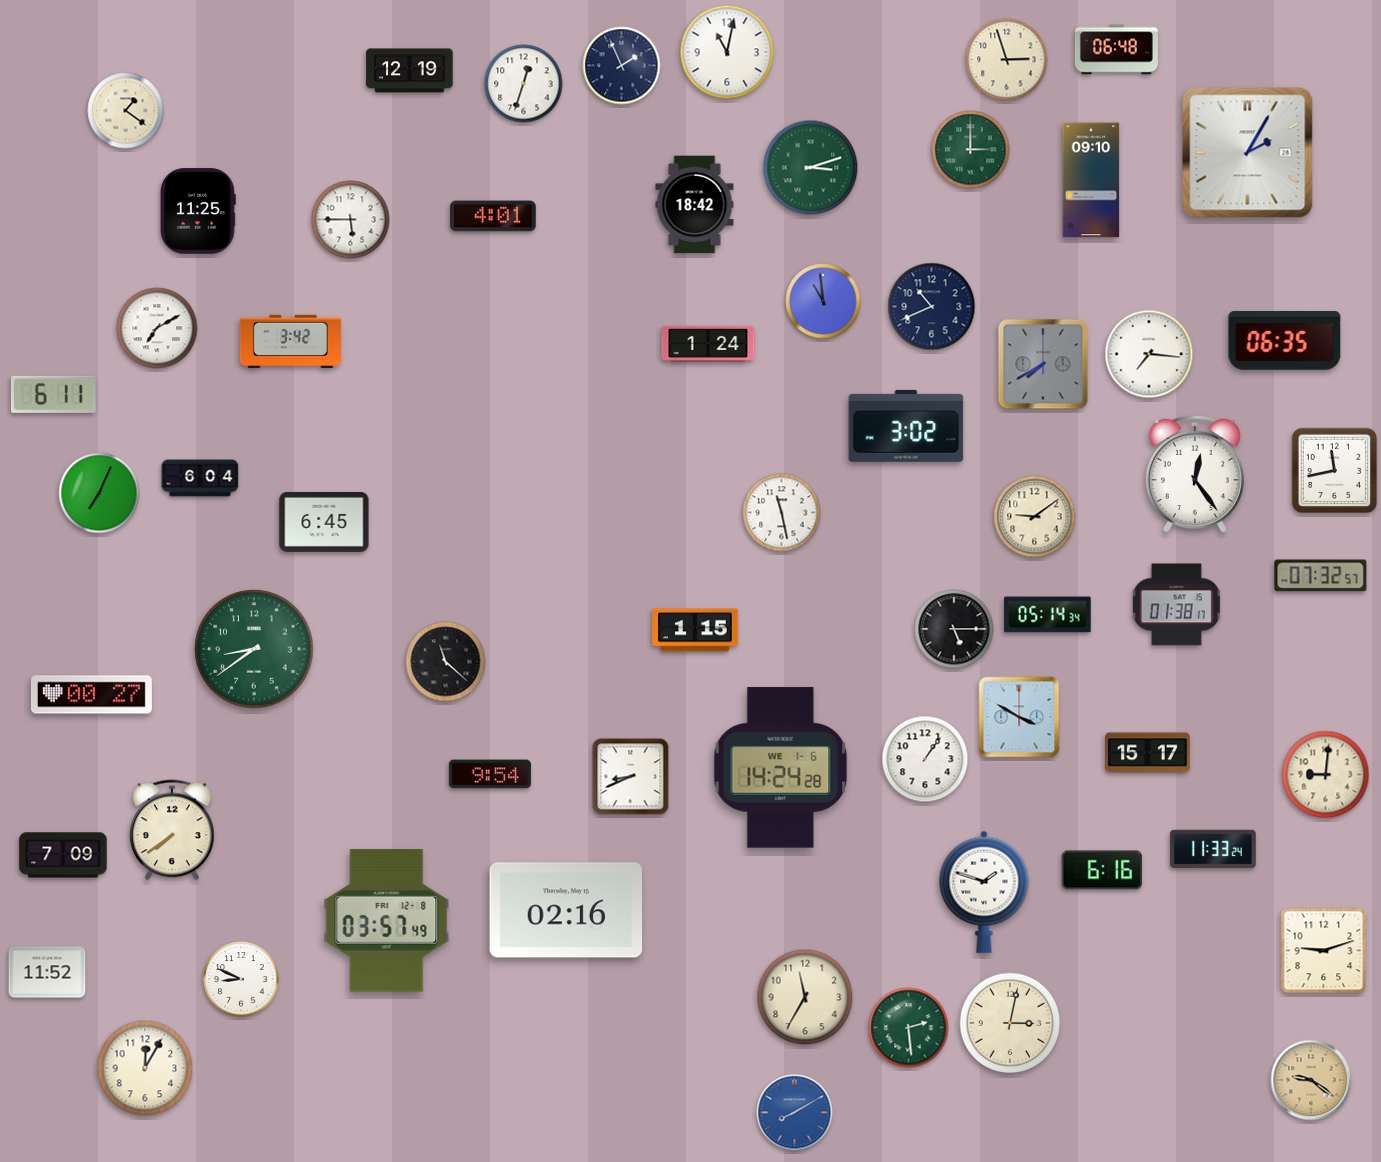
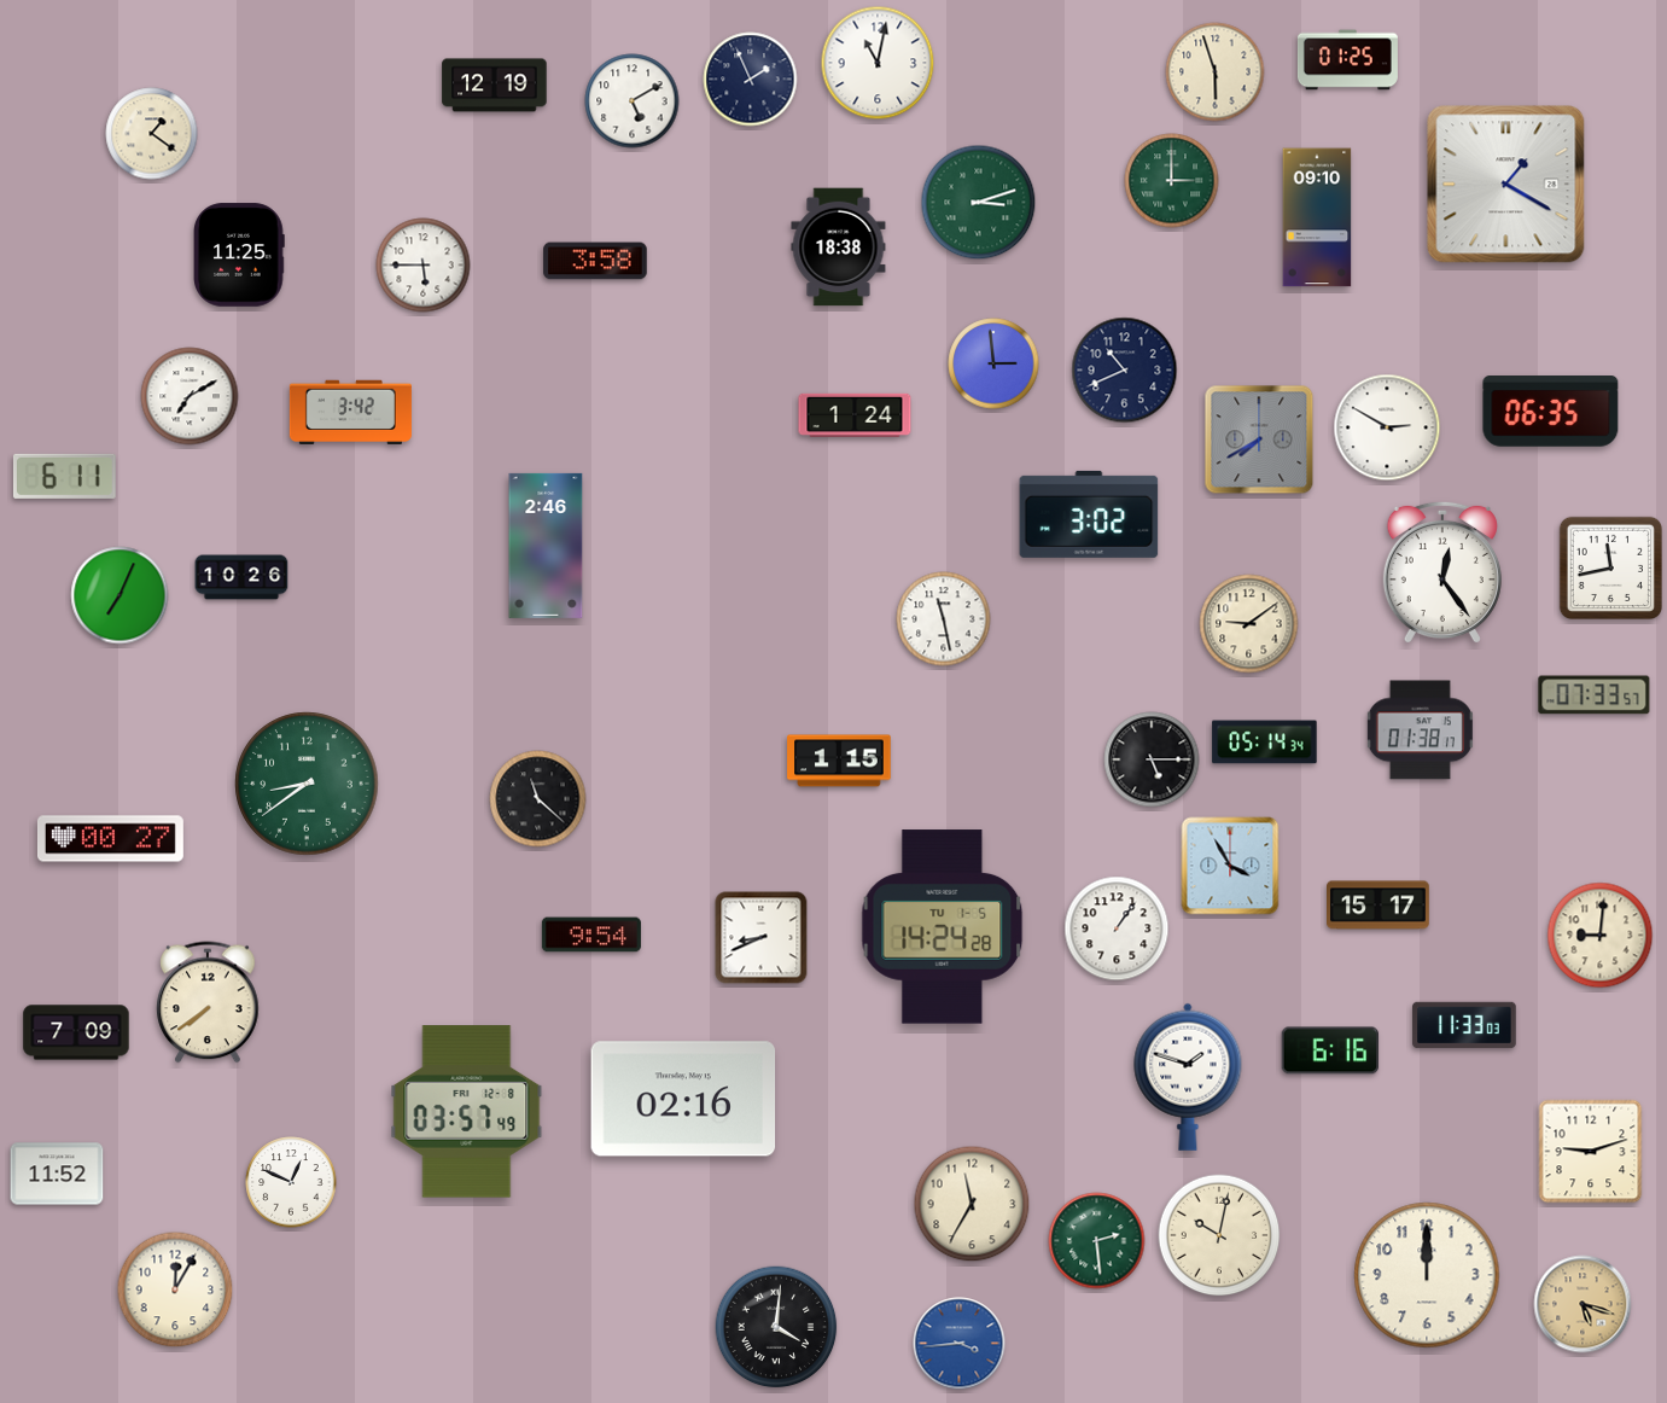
clock at (1116, 50): 06:48 -> 01:25
clock at (1007, 60): 2:57 -> 5:57
clock at (524, 84): 12:33 -> 5:10
clock at (1248, 153): 2:05 -> 1:20
clock at (695, 205): 18:42 -> 18:38
clock at (493, 216): 4:01 -> 3:58
clock at (823, 301): 10:59 -> 2:59
clock at (1149, 354): 7:16 -> 2:50
clock at (906, 426) position: (906, 426) -> (1089, 514)
clock at (546, 546): none -> 2:46
clock at (200, 478): 6:04 -> 10:26
clock at (324, 522): 6:45 -> none
clock at (1321, 576): 07:32 -> 07:33
clock at (1019, 717): 3:50 -> 3:55
clock at (1148, 753) position: (1148, 753) -> (1379, 906)
clock at (925, 759) position: (925, 759) -> (1117, 928)
clock at (781, 768) date: WE 1-6 -> TU 1-5
clock at (1213, 849): 11:33:24 -> 11:33:03
clock at (1324, 951) position: (1324, 951) -> (1591, 1152)
clock at (241, 979): 8:49 -> 12:49
clock at (1010, 1023): 3:02 -> 10:02
clock at (1427, 1275): none -> 12:00
clock at (1311, 1080): 9:21 -> 5:18
clock at (776, 1327): none -> 4:01
clock at (795, 1113): 8:10 -> 3:44
